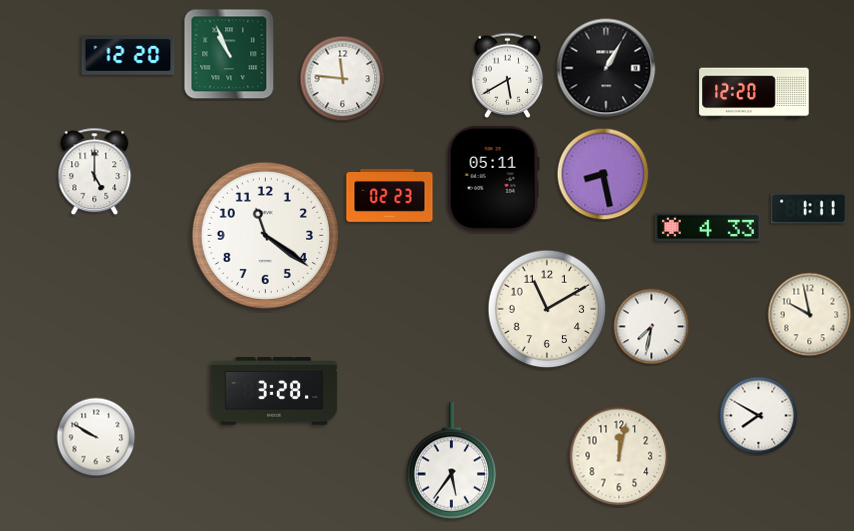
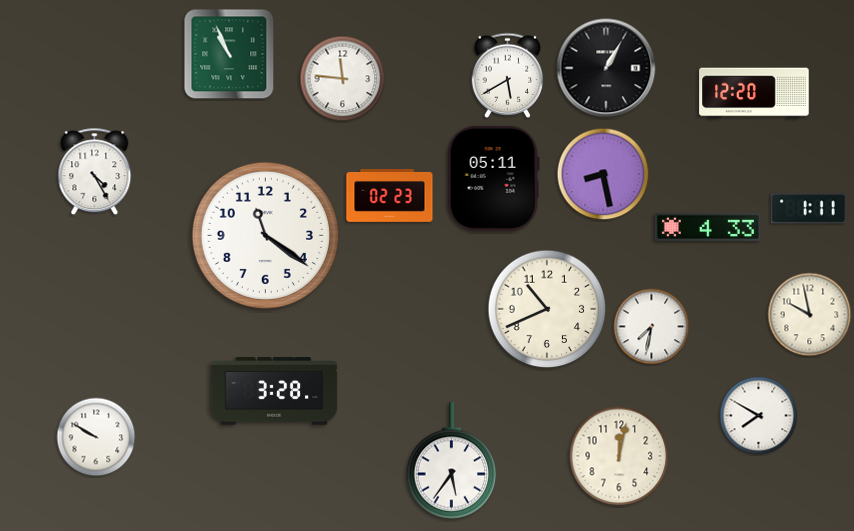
clock at (128, 55): 12:20 -> none
clock at (95, 172): 5:00 -> 4:25
clock at (547, 309): 11:10 -> 10:41
